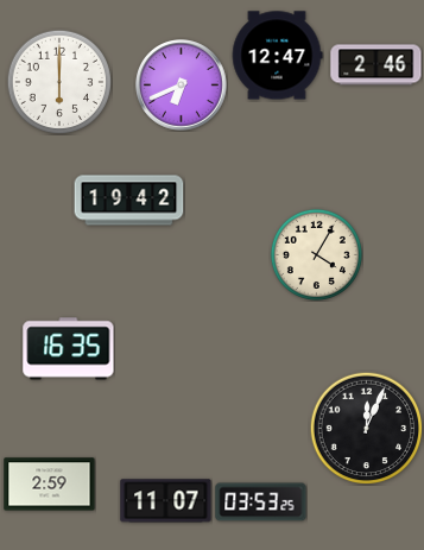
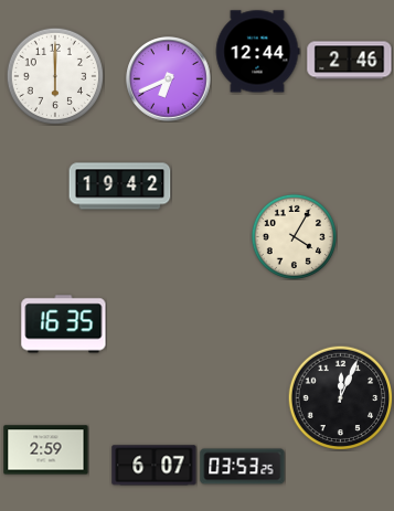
clock at (277, 56): 12:47 -> 12:44
clock at (166, 501): 11:07 -> 6:07
